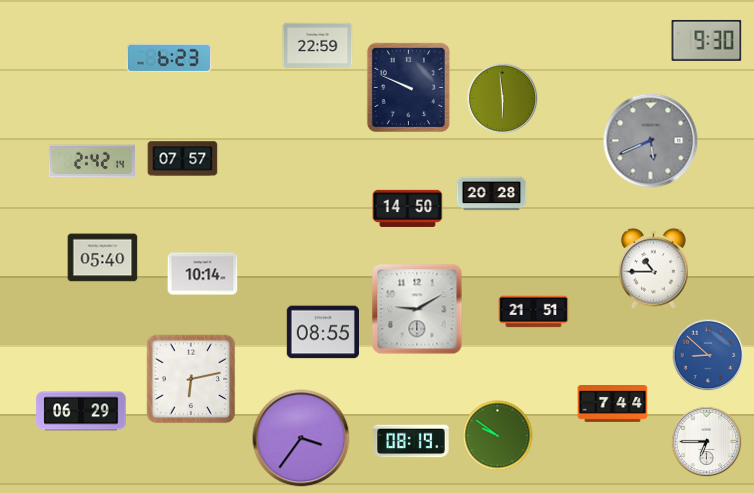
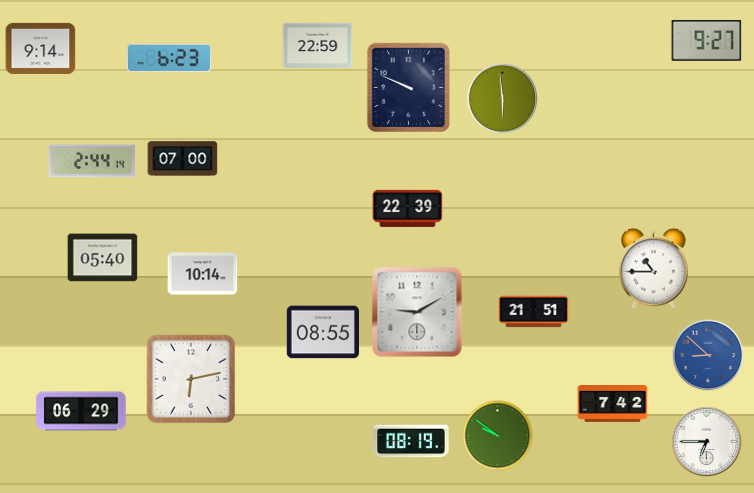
clock at (707, 40): 9:30 -> 9:27
clock at (41, 48): none -> 9:14
clock at (651, 141): 5:41 -> none
clock at (183, 159): 07:57 -> 07:00
clock at (92, 161): 2:42 -> 2:44
clock at (492, 194): 20:28 -> none
clock at (408, 208): 14:50 -> 22:39
clock at (417, 309) position: (417, 309) -> (417, 312)
clock at (613, 404): 7:44 -> 7:42
clock at (301, 438): 3:36 -> none
